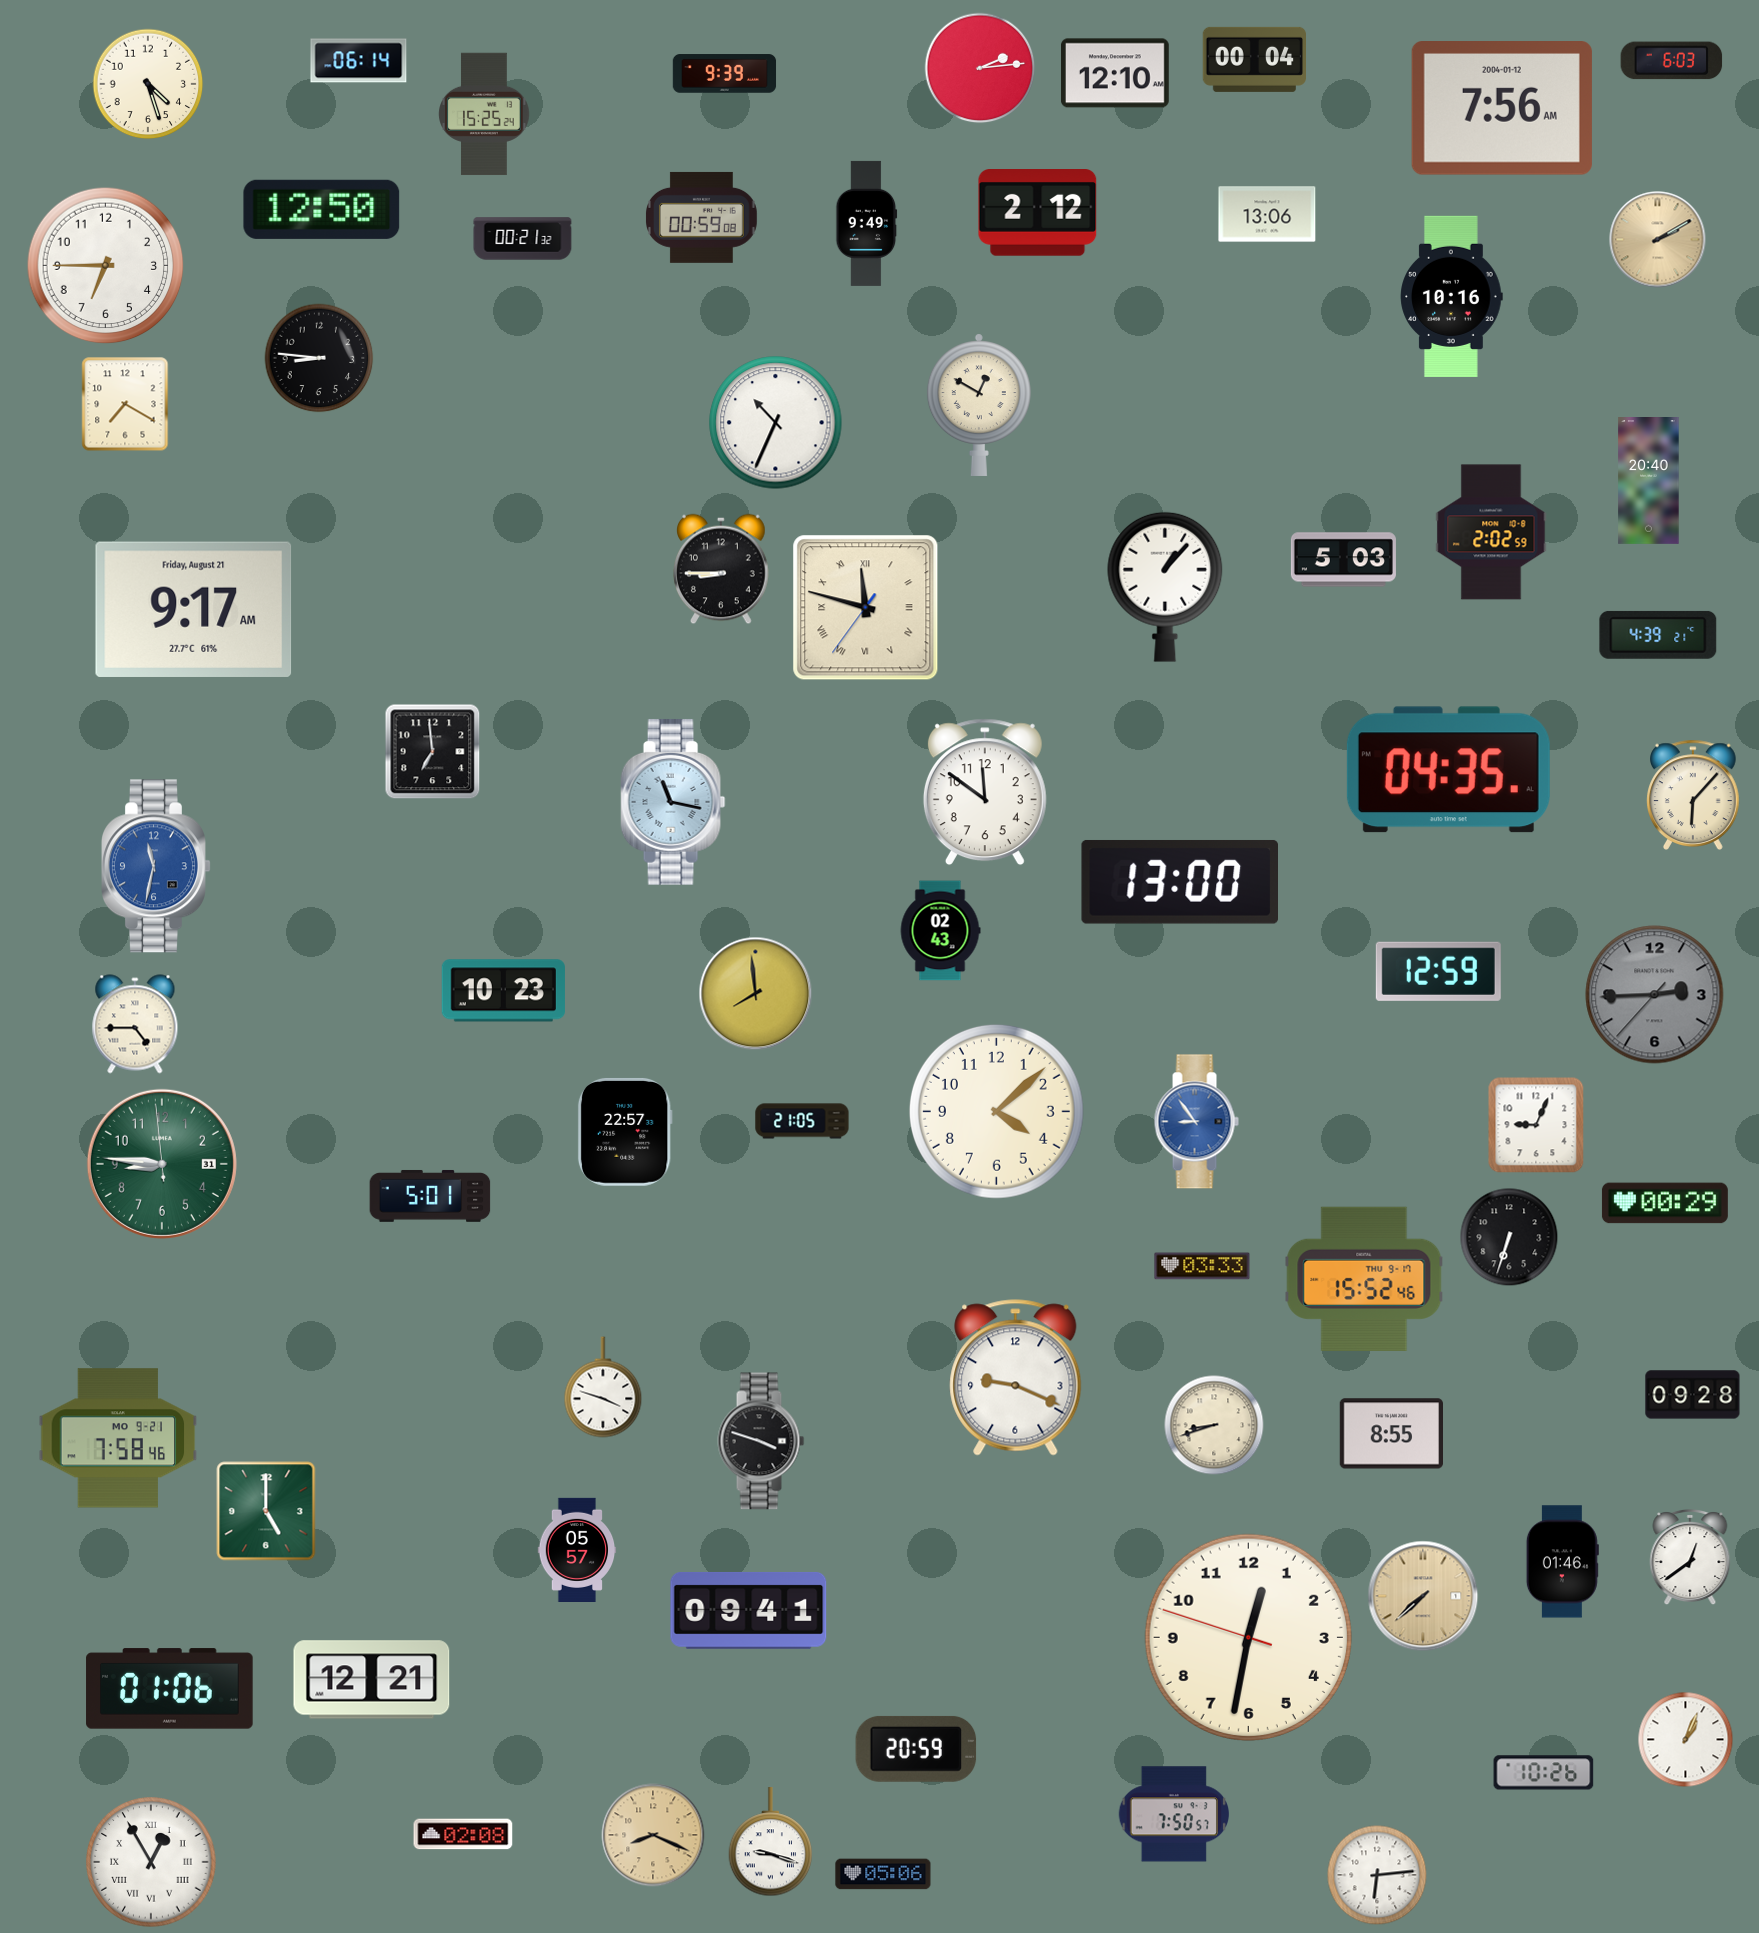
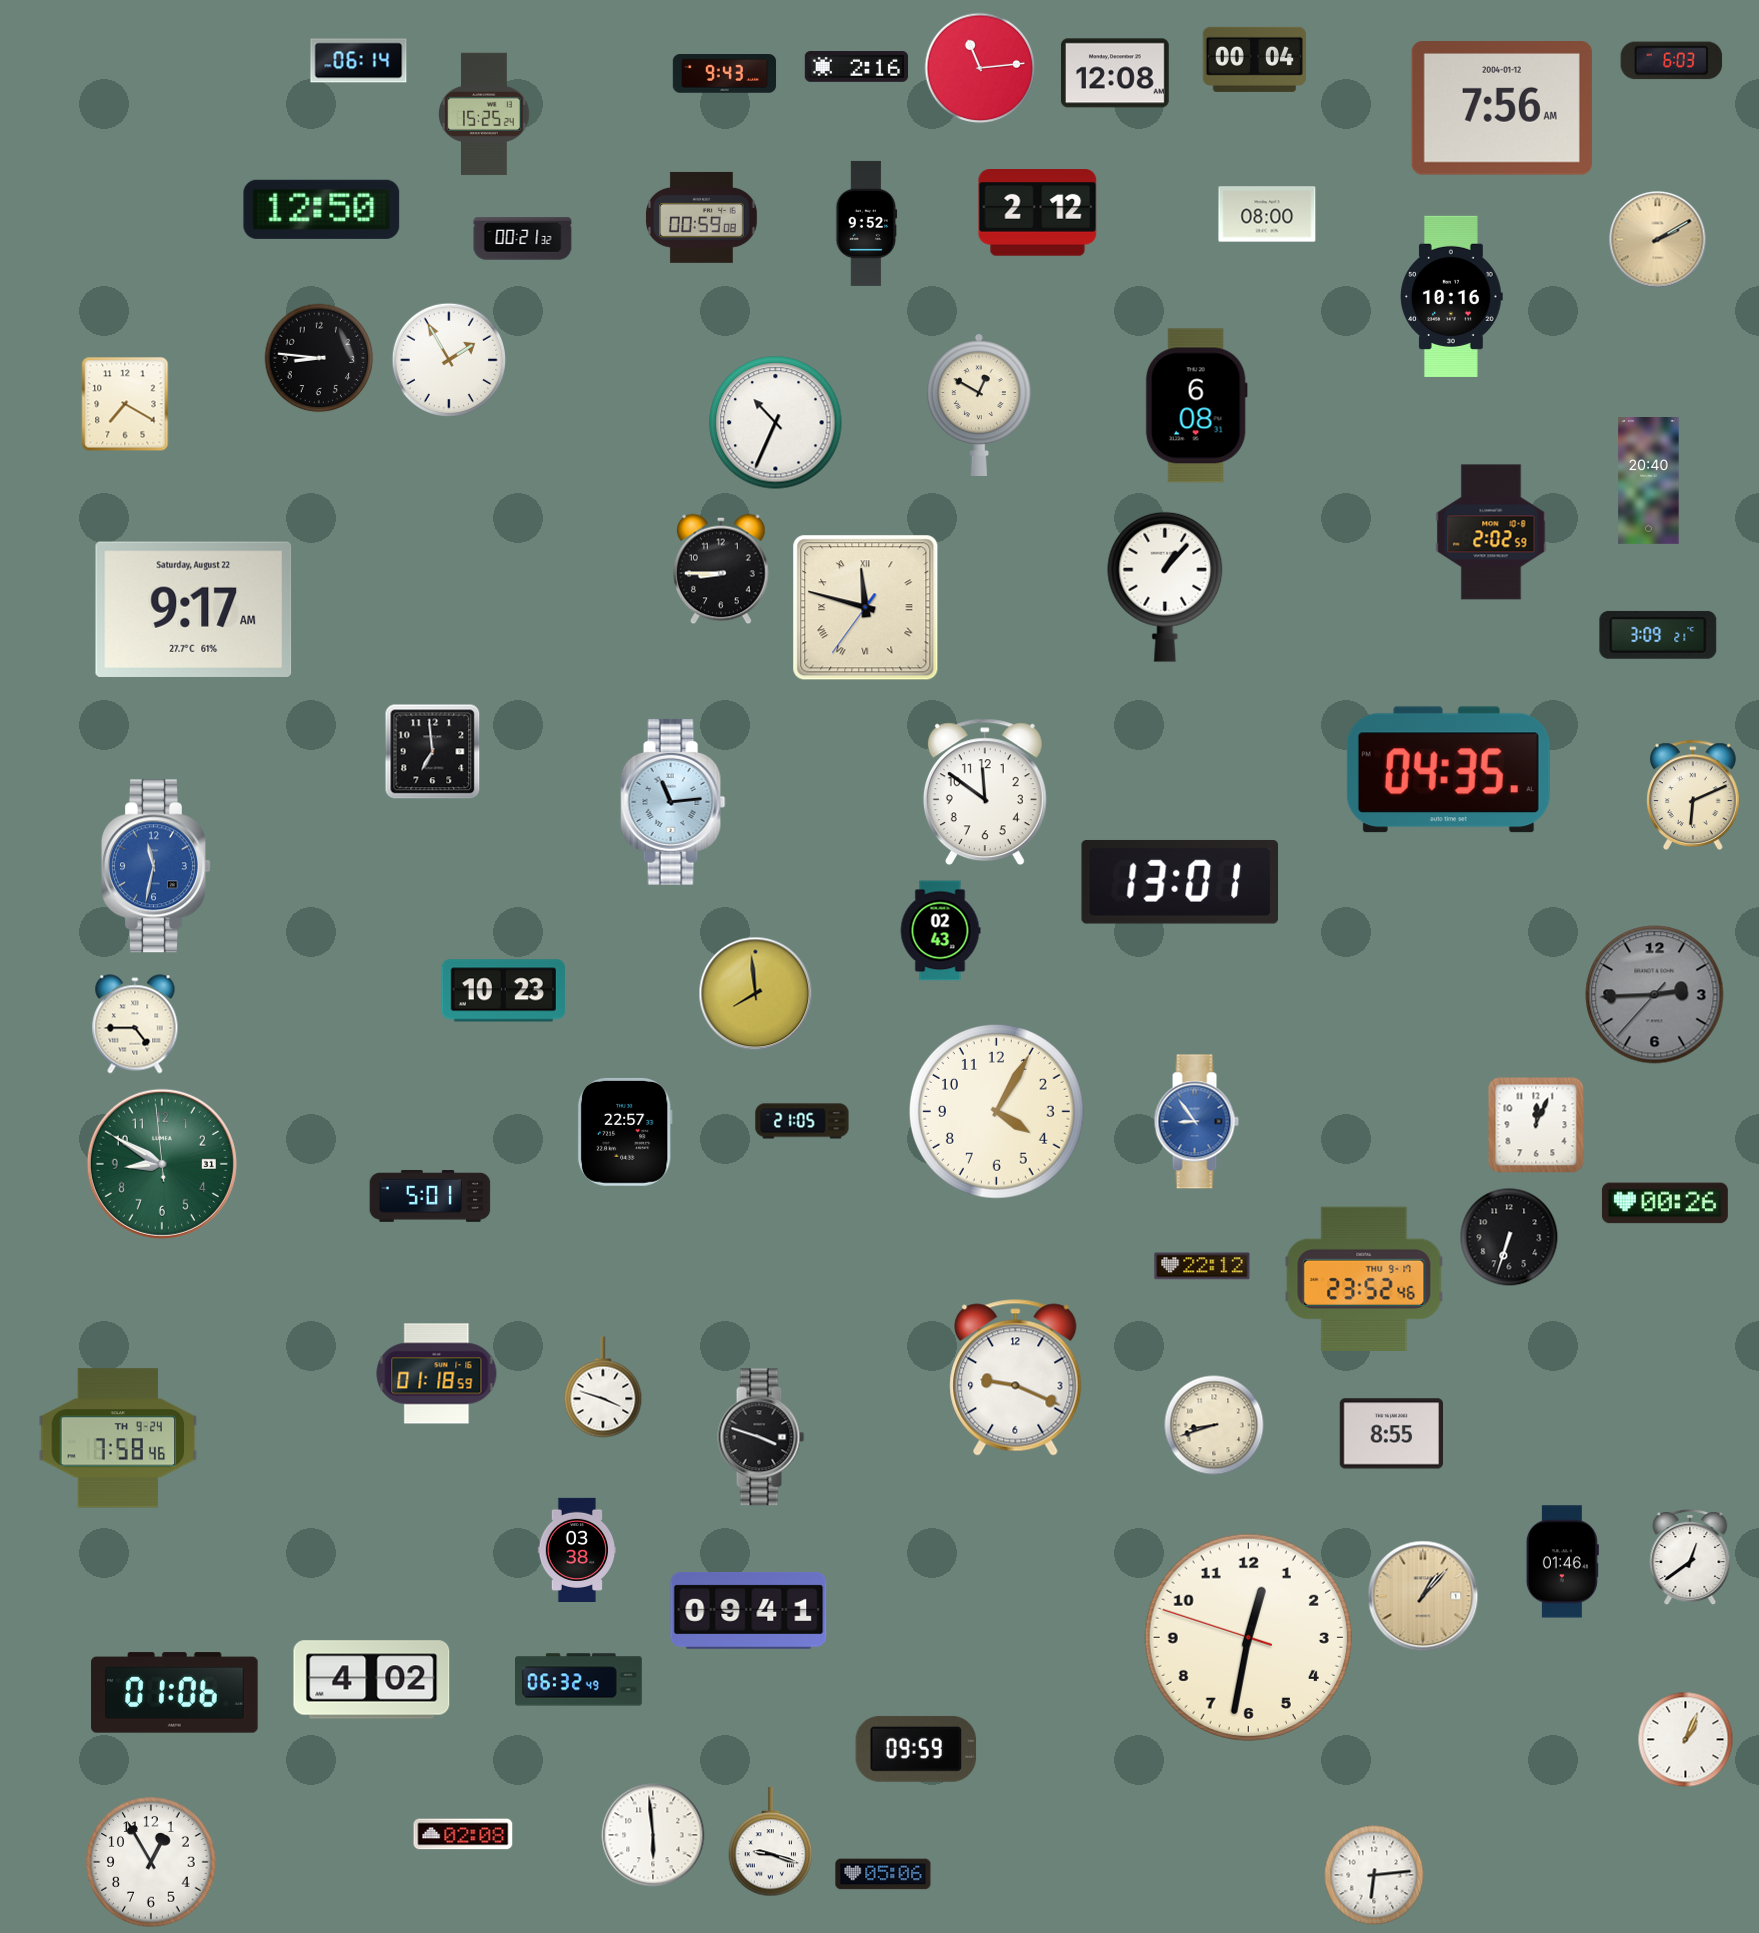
clock at (857, 67): none -> 2:16
clock at (980, 68): 2:14 -> 11:14
clock at (1115, 73): 12:10 -> 12:08
clock at (725, 74): 9:39 -> 9:43
clock at (148, 84): 4:27 -> none
clock at (1267, 214): 13:06 -> 08:00
clock at (867, 223): 9:49 -> 9:52
clock at (106, 266): 6:45 -> none
clock at (448, 359): none -> 1:55
clock at (1196, 406): none -> 6:08
clock at (1343, 560): 5:03 -> none
clock at (194, 609) date: Friday, August 21 -> Saturday, August 22
clock at (1658, 635): 4:39 -> 3:09
clock at (1694, 795): 6:07 -> 6:11
clock at (673, 802): 11:17 -> 11:14
clock at (1179, 882): 13:00 -> 13:01
clock at (1438, 971): 12:59 -> none
clock at (996, 1111): 4:08 -> 4:05
clock at (1536, 1125): 9:04 -> 12:04
clock at (162, 1164): 8:45 -> 8:49
clock at (1665, 1203): 00:29 -> 00:26
clock at (1202, 1266): 03:33 -> 22:12
clock at (1364, 1279): 15:52 -> 23:52
clock at (437, 1374): none -> 01:18
clock at (1693, 1395): 09:28 -> none
clock at (118, 1438) date: MO 9-21 -> TH 9-24
clock at (761, 1441) position: (761, 1441) -> (761, 1437)
clock at (266, 1511): 5:00 -> none
clock at (577, 1549): 05:57 -> 03:38
clock at (1423, 1596): 7:38 -> 1:07
clock at (372, 1680): 12:21 -> 4:02
clock at (579, 1680): none -> 06:32
clock at (170, 1689) position: (170, 1689) -> (175, 1693)
clock at (916, 1749): 20:59 -> 09:59
clock at (1544, 1773): 10:26 -> none
clock at (1173, 1814): 7:50 -> none
clock at (653, 1835): 8:19 -> 5:59
clock at (653, 1835) dial: champagne -> white
clock at (151, 1862) numerals: Roman -> Arabic
clock at (1377, 1875) position: (1377, 1875) -> (1374, 1875)
